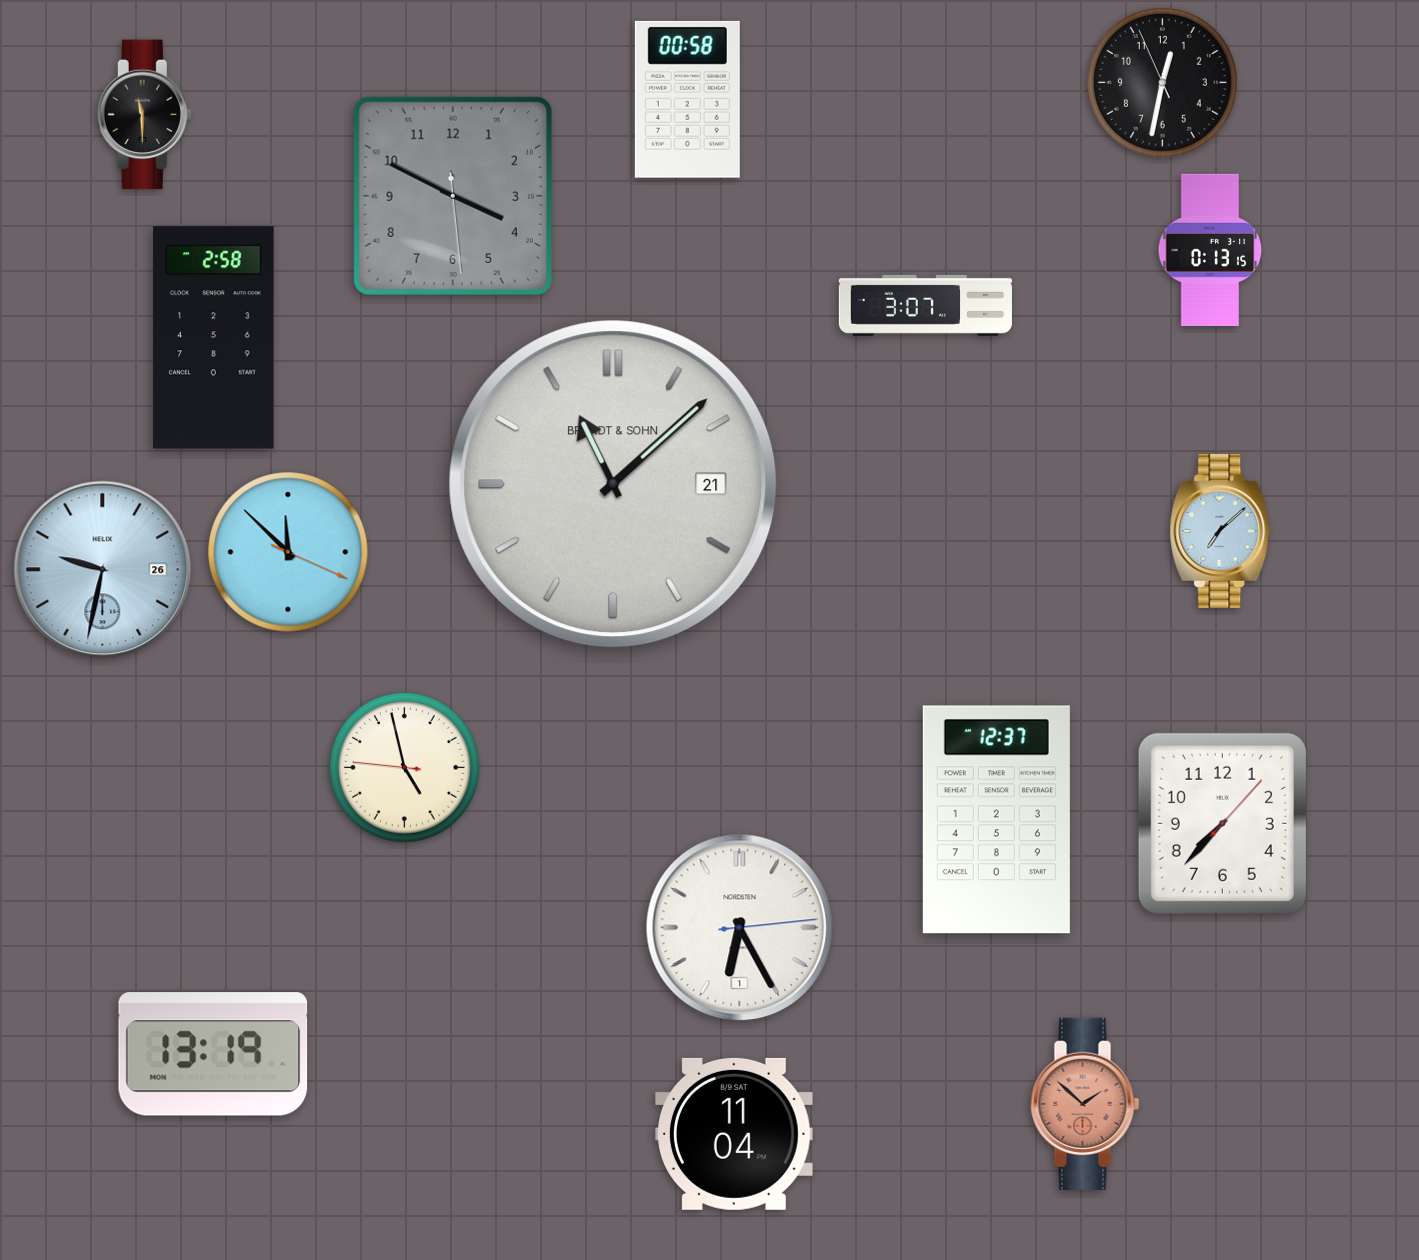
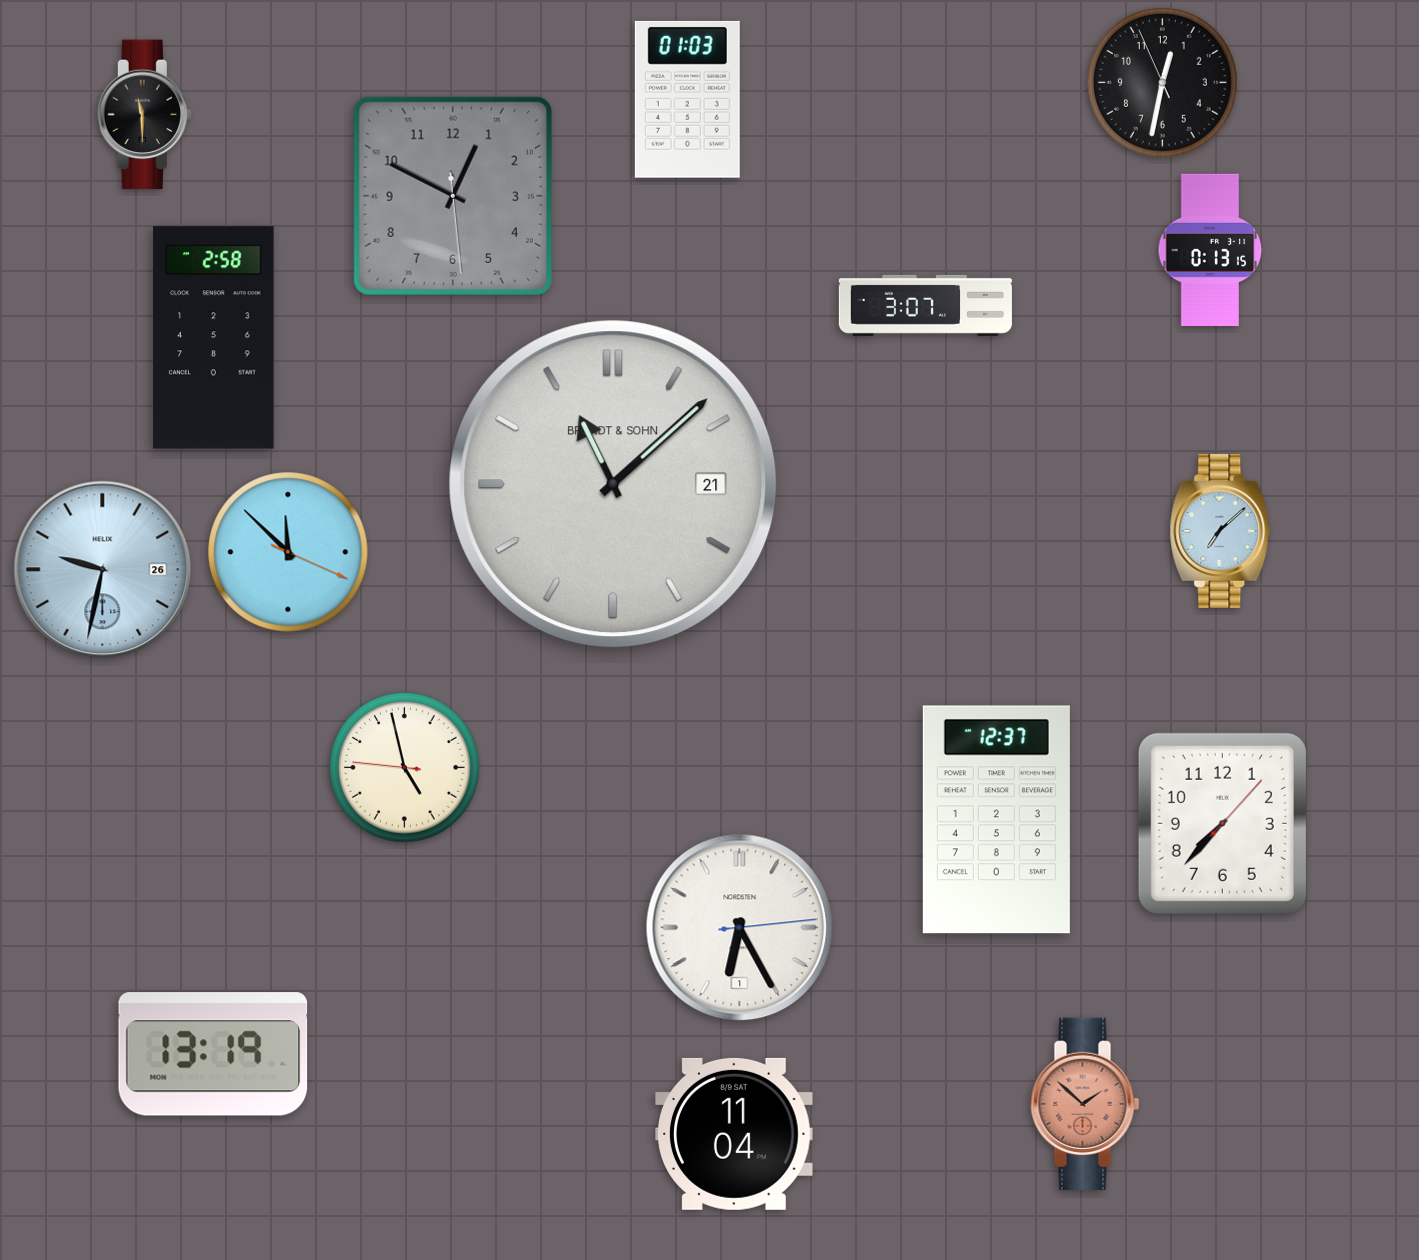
clock at (687, 99): 00:58 -> 01:03
clock at (453, 196): 3:49 -> 12:49
